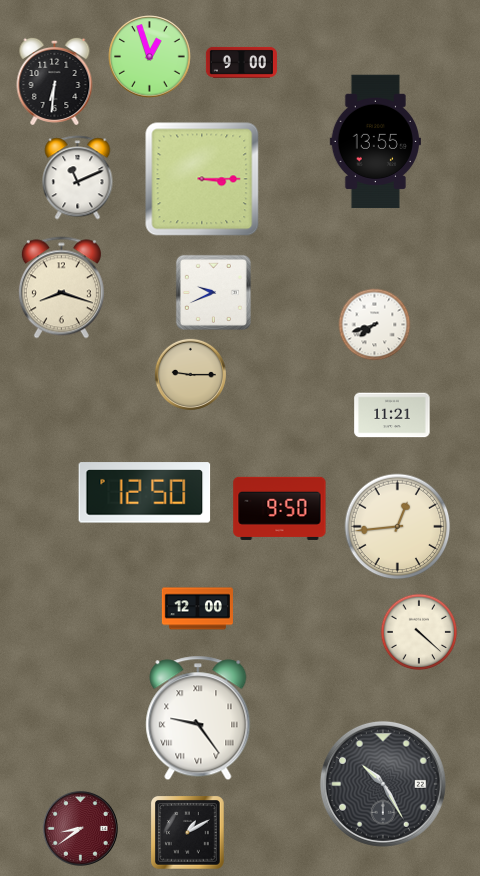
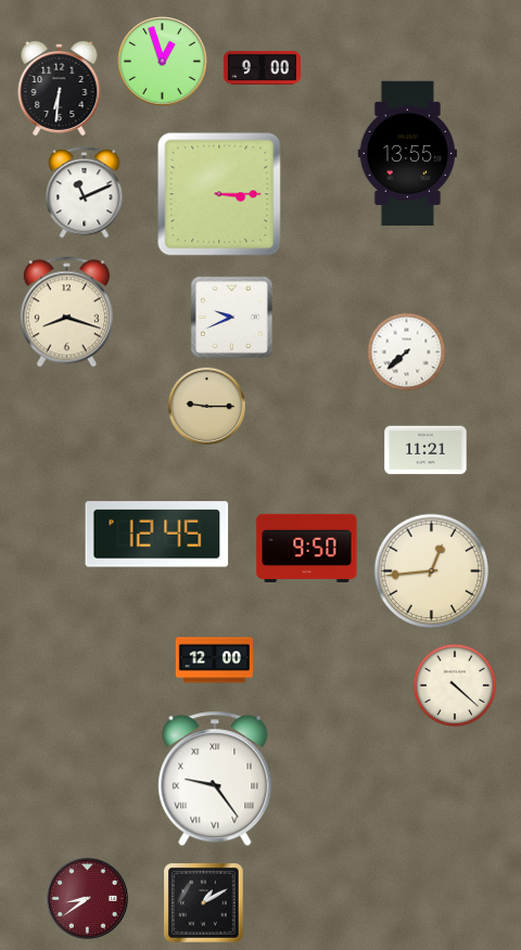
clock at (375, 325): 7:42 -> 7:38
clock at (145, 493): 12:50 -> 12:45
clock at (280, 508) position: (280, 508) -> (307, 548)
clock at (383, 784): 10:25 -> none
